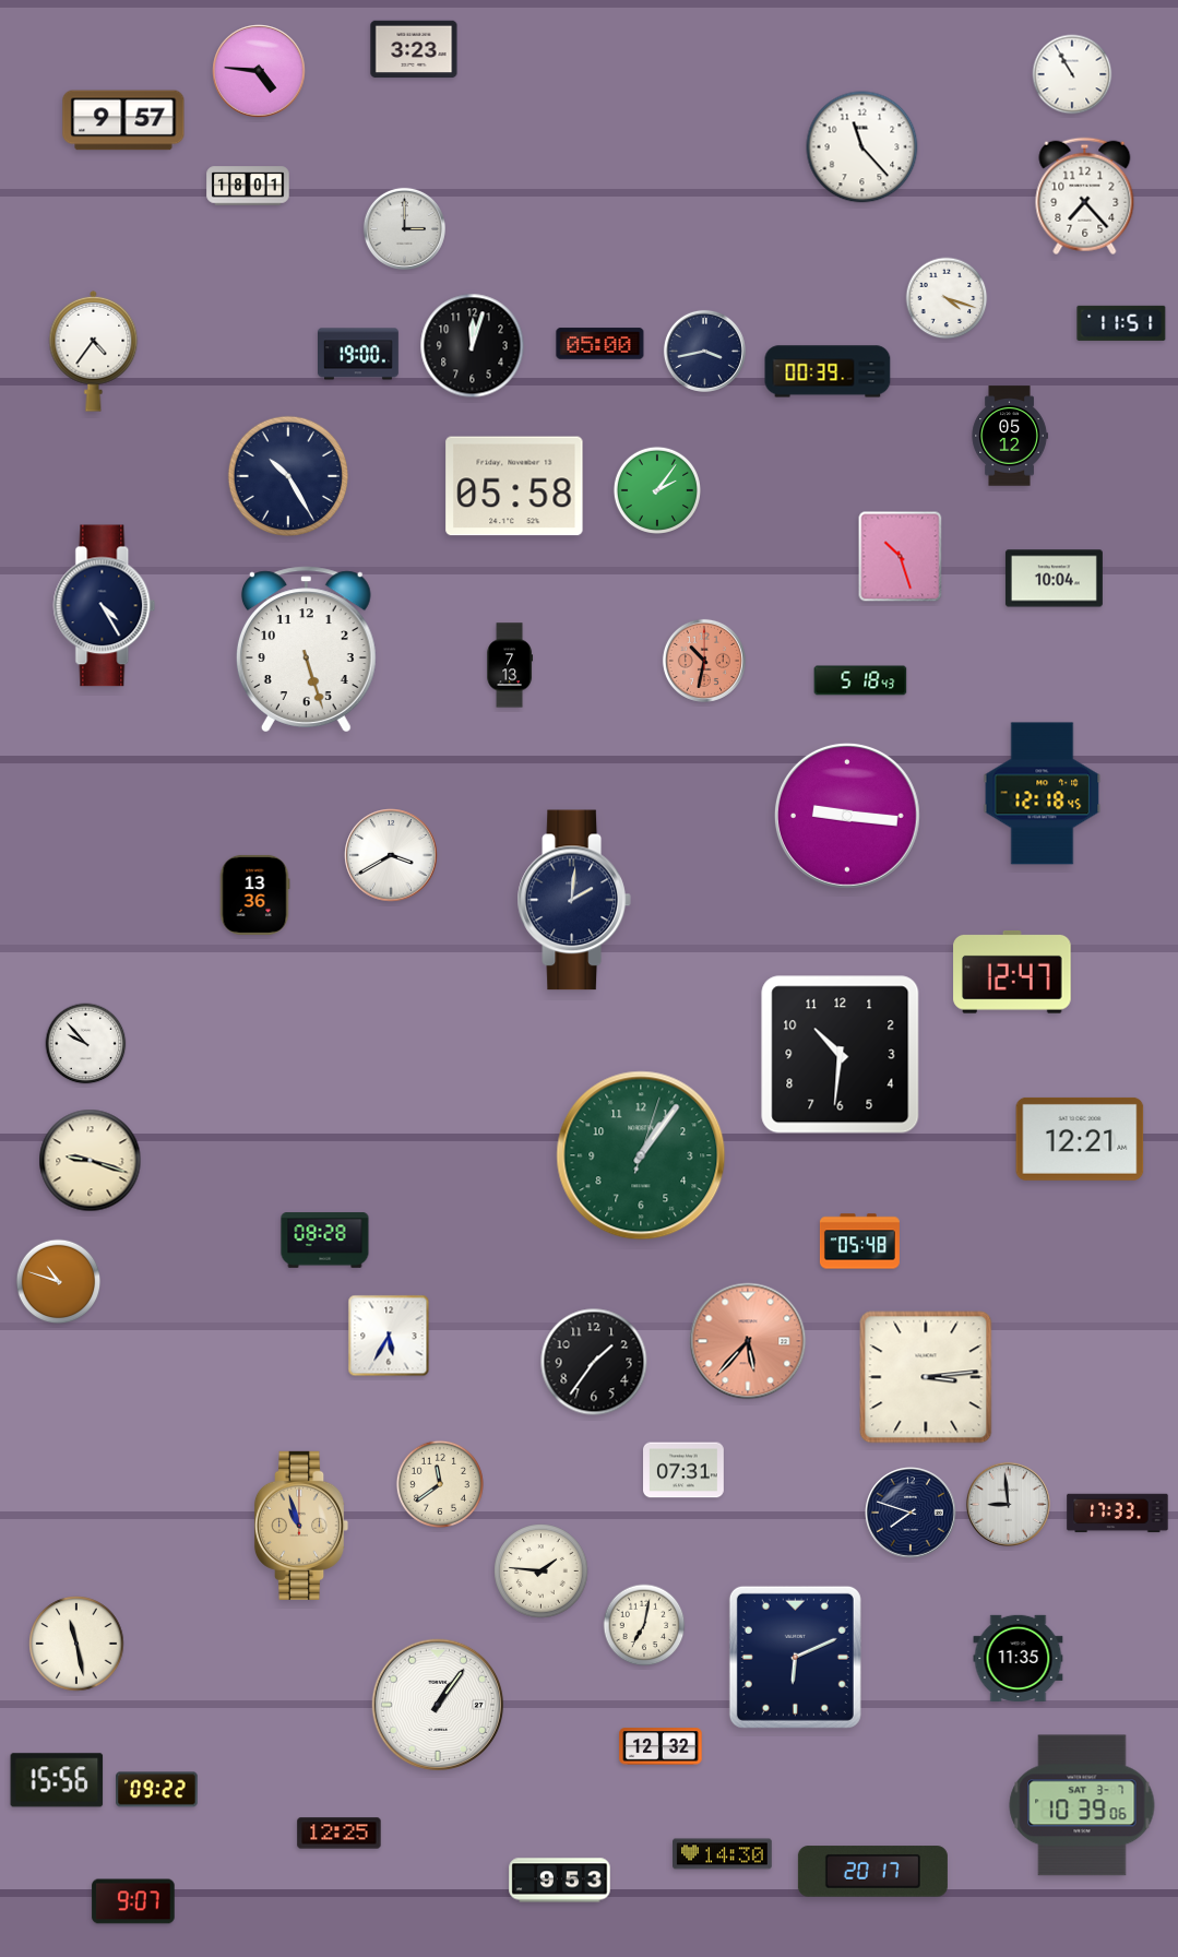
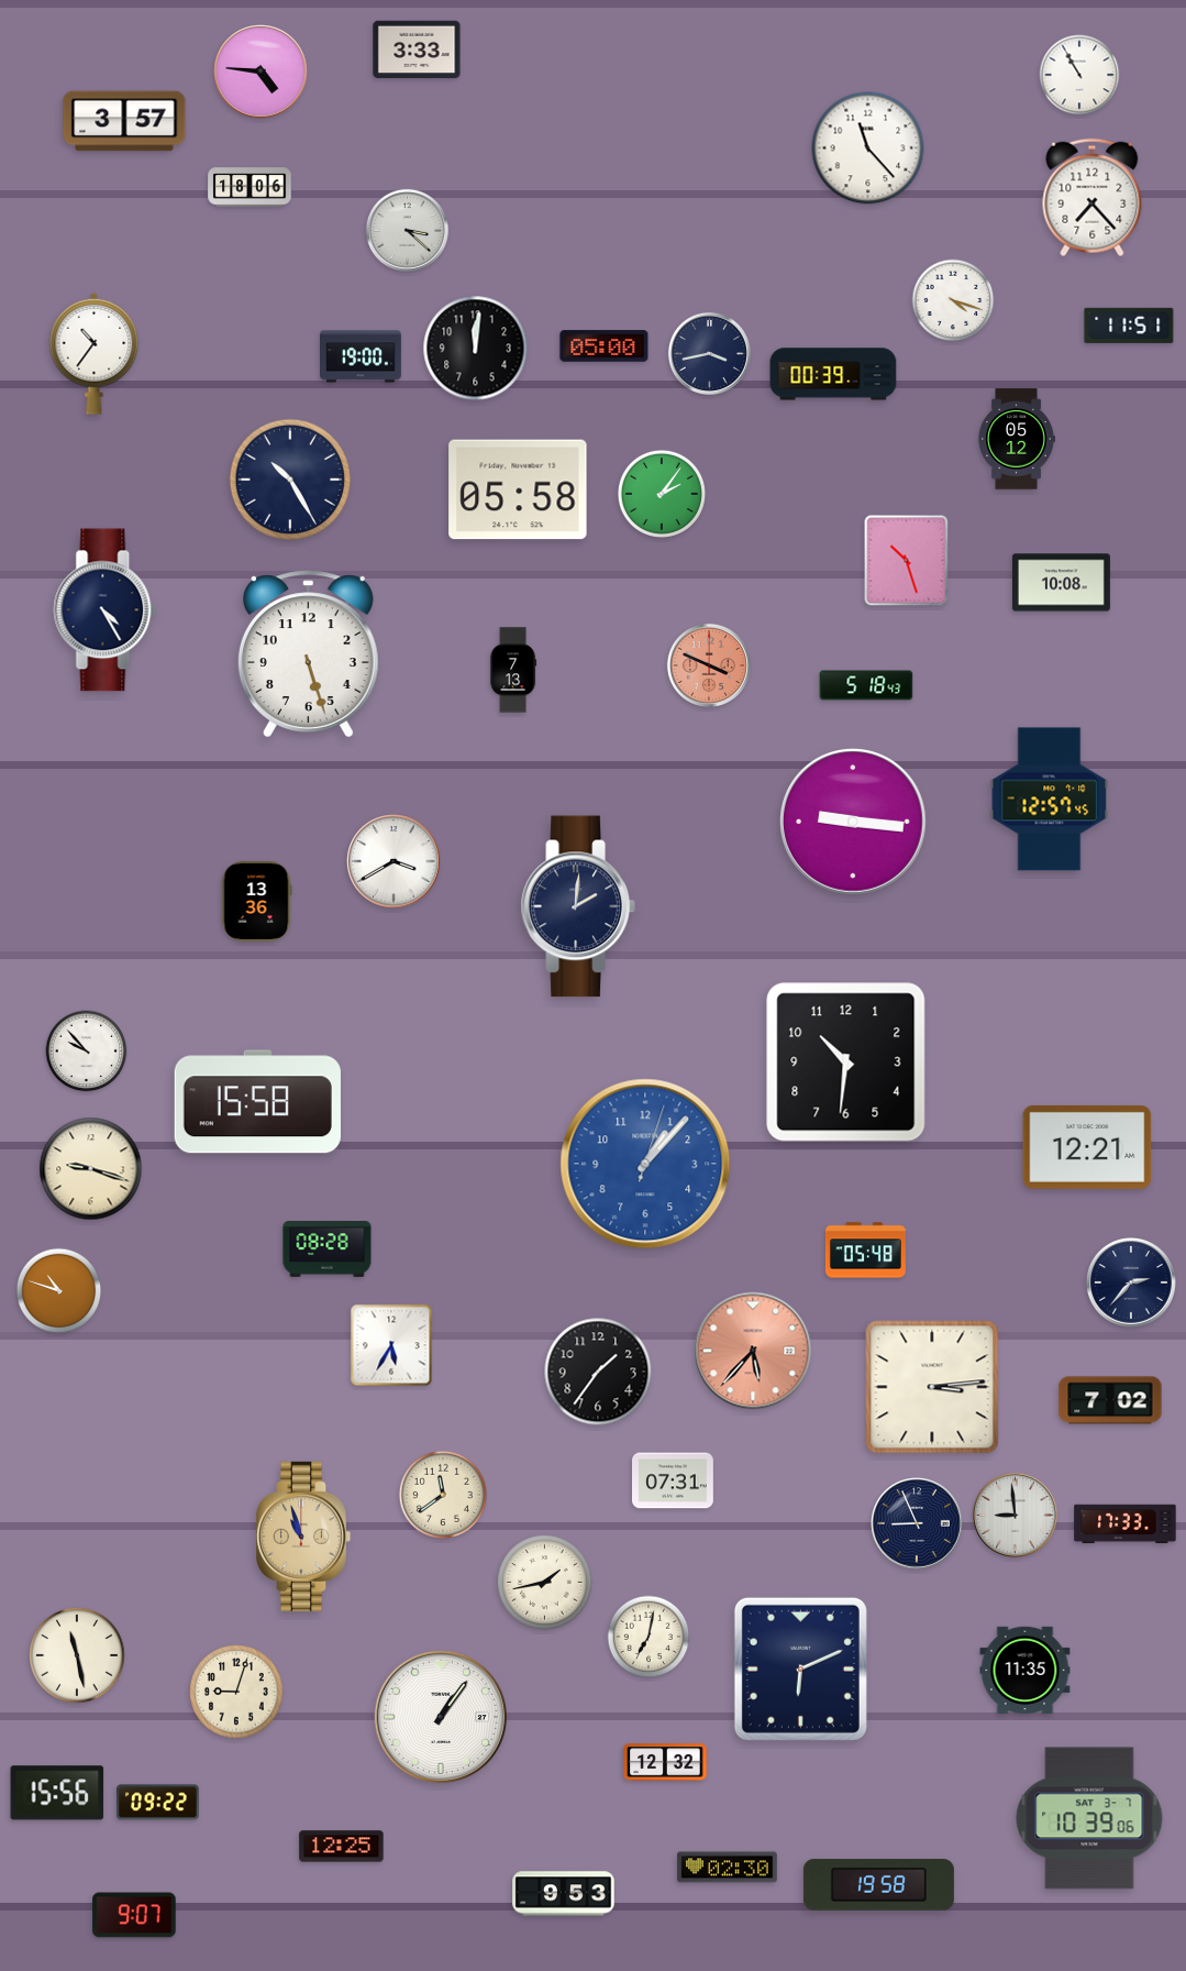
clock at (414, 49): 3:23 -> 3:33
clock at (123, 120): 9:57 -> 3:57
clock at (248, 186): 18:01 -> 18:06
clock at (404, 228): 3:00 -> 3:22
clock at (473, 346): 12:03 -> 12:01
clock at (94, 351): 4:36 -> 10:36
clock at (1054, 579): 10:04 -> 10:08
clock at (704, 661): 10:32 -> 3:49
clock at (1043, 794): 12:18 -> 12:57
clock at (1012, 973): 12:47 -> none
clock at (257, 1102): none -> 15:58
clock at (641, 1155): 1:06 -> 1:07
clock at (641, 1155) dial: green -> blue
clock at (1132, 1284): none -> 2:37
clock at (1110, 1400): none -> 7:02
clock at (685, 1470) position: (685, 1470) -> (674, 1480)
clock at (911, 1513): 7:48 -> 8:56
clock at (542, 1571): 1:46 -> 1:43
clock at (236, 1692): none -> 9:03
clock at (661, 1746) position: (661, 1746) -> (665, 1762)
clock at (723, 1854): 14:30 -> 02:30
clock at (872, 1872): 20:17 -> 19:58
